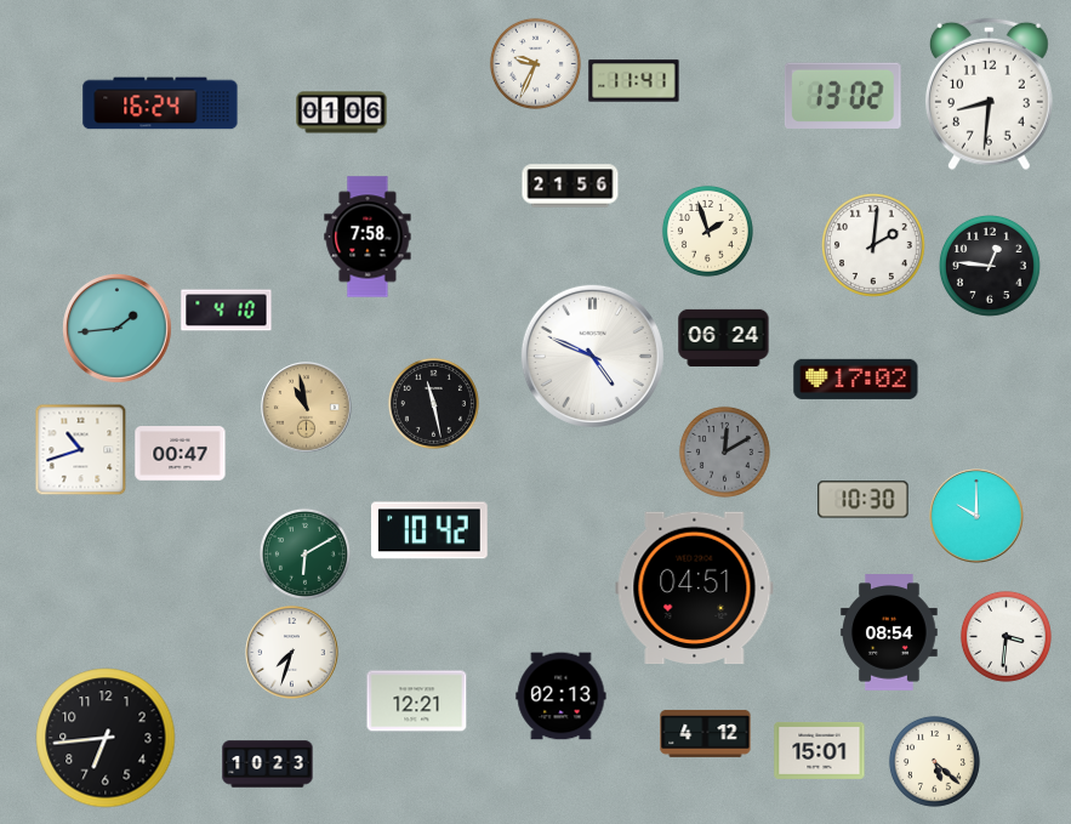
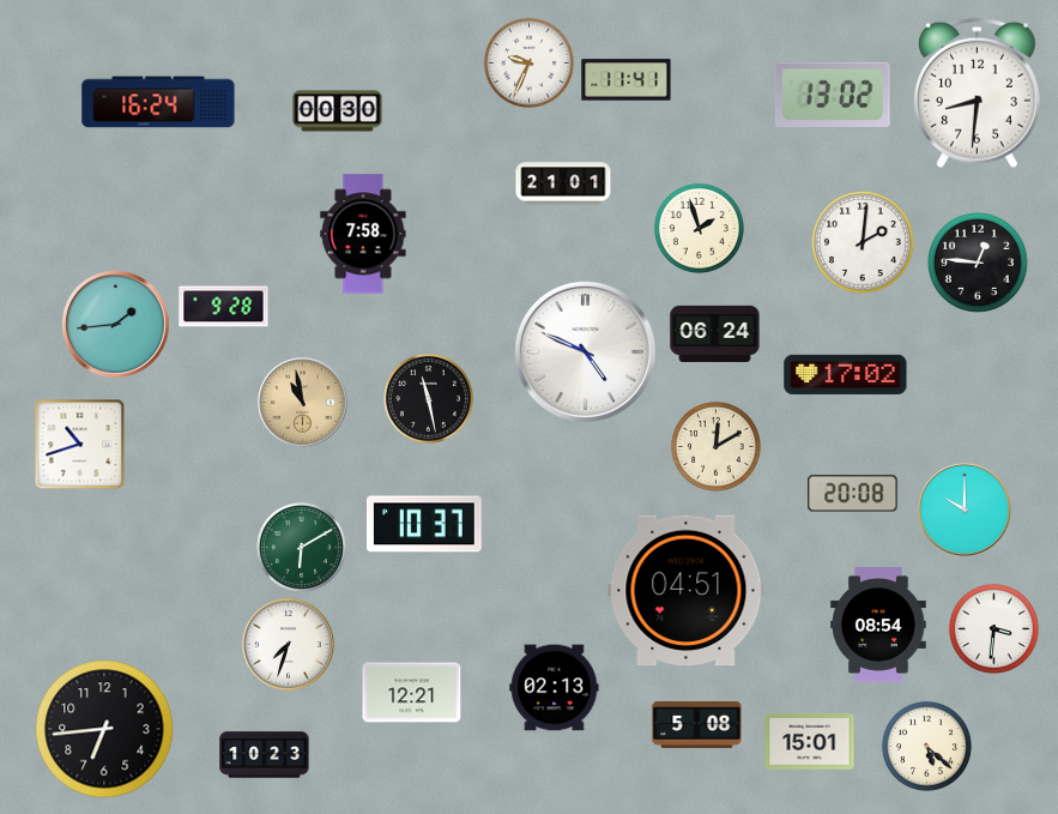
clock at (342, 113): 01:06 -> 00:30
clock at (570, 186): 21:56 -> 21:01
clock at (227, 311): 4:10 -> 9:28
clock at (724, 451) dial: grey -> cream
clock at (181, 454): 00:47 -> none
clock at (864, 500): 10:30 -> 20:08
clock at (431, 530): 10:42 -> 10:37
clock at (695, 589) position: (695, 589) -> (687, 591)
clock at (706, 733): 4:12 -> 5:08
clock at (934, 761) position: (934, 761) -> (926, 746)
